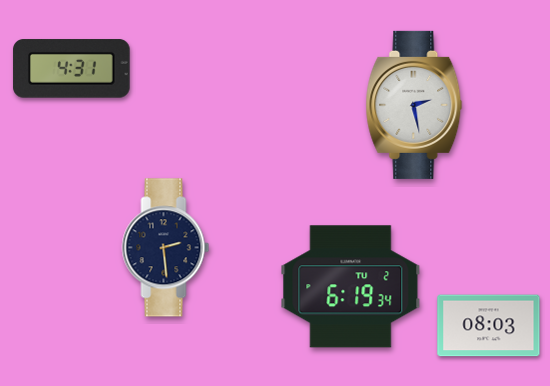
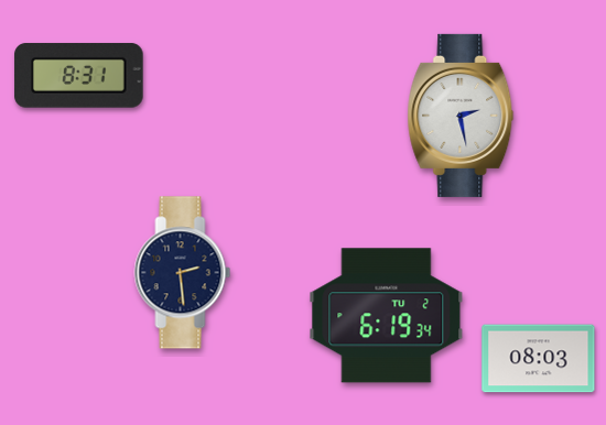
clock at (72, 69): 4:31 -> 8:31
clock at (414, 105) position: (414, 105) -> (461, 116)
